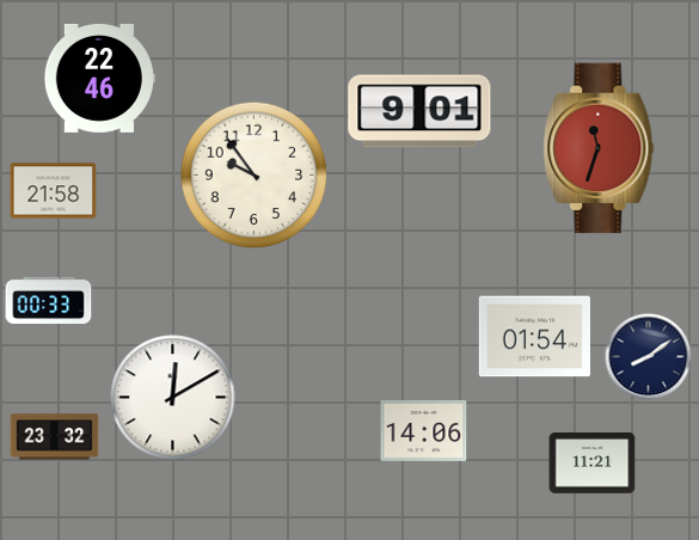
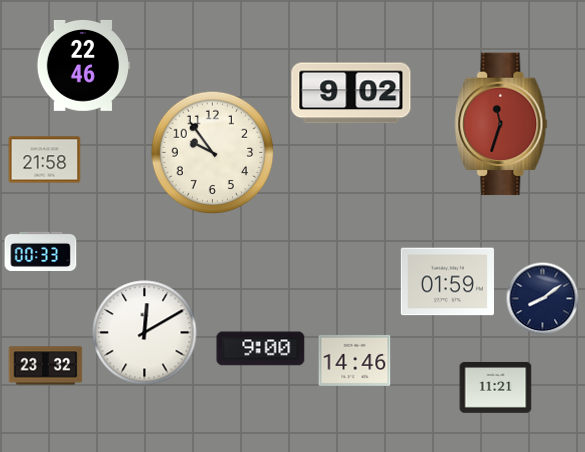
clock at (419, 111): 9:01 -> 9:02
clock at (255, 176) position: (255, 176) -> (213, 153)
clock at (534, 337): 01:54 -> 01:59
clock at (261, 349): none -> 9:00
clock at (424, 430): 14:06 -> 14:46
